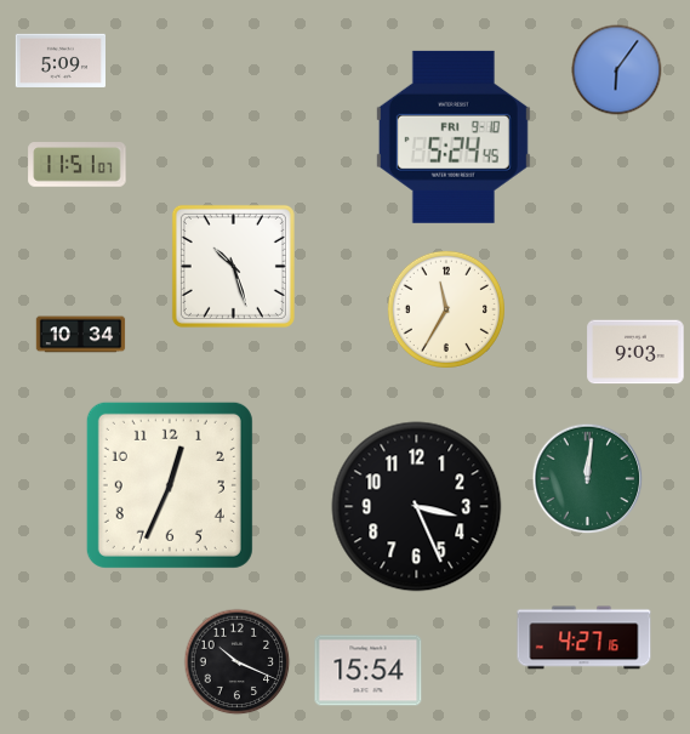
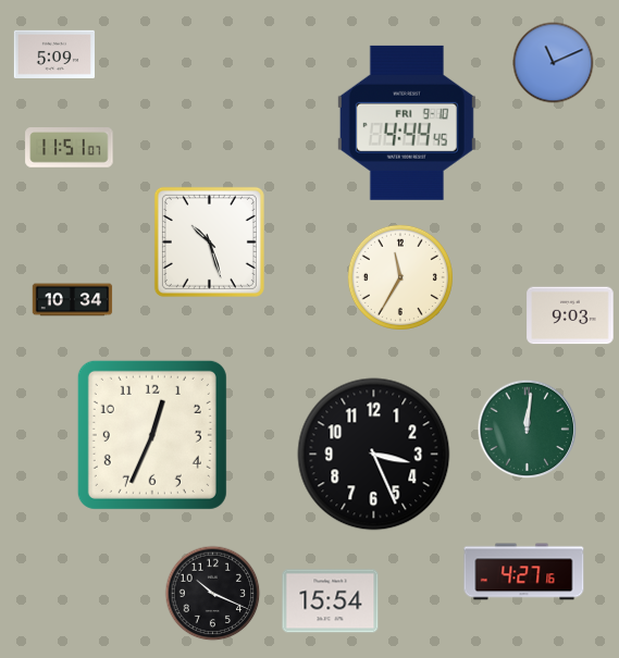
clock at (617, 70): 6:06 -> 11:11
clock at (454, 137): 5:24 -> 4:44
clock at (233, 266) position: (233, 266) -> (209, 241)
